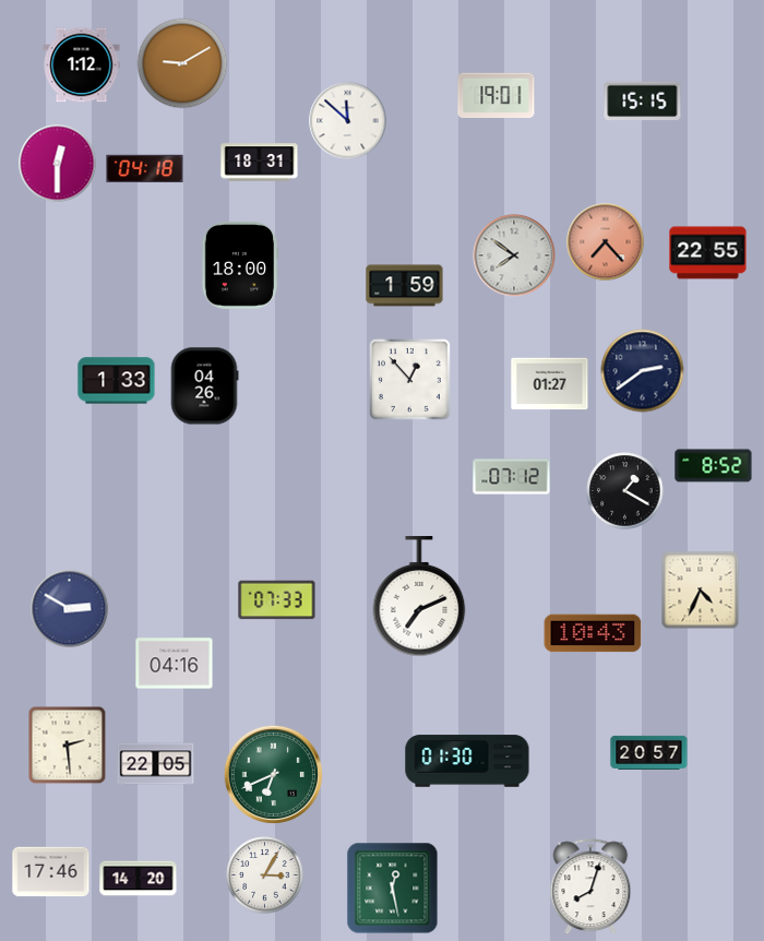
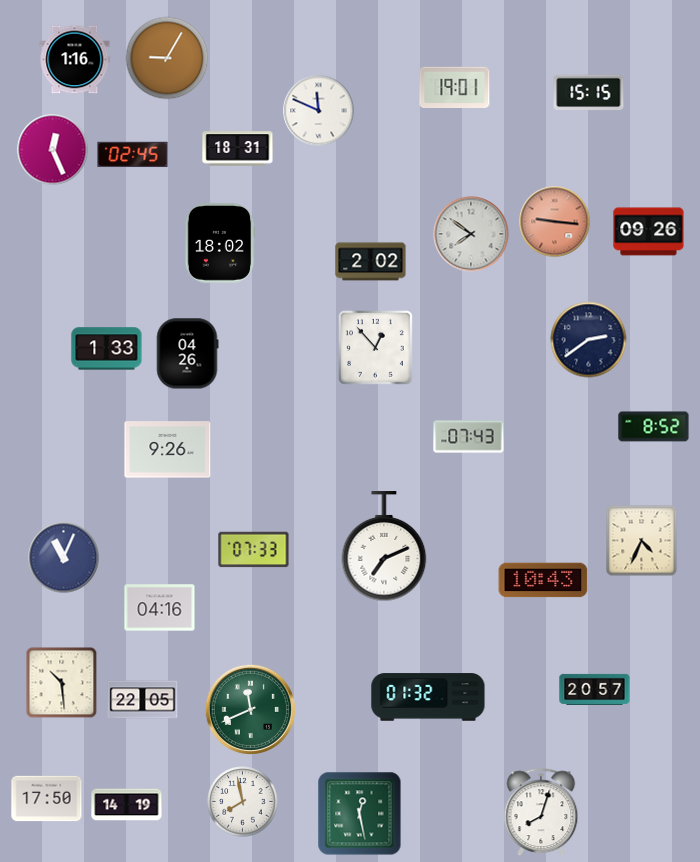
clock at (182, 63): 9:10 -> 9:05
clock at (82, 65): 1:12 -> 1:16
clock at (348, 121): 11:52 -> 11:49
clock at (58, 164): 12:30 -> 12:26
clock at (145, 169): 04:18 -> 02:45
clock at (606, 242): 7:23 -> 9:16
clock at (708, 253): 22:55 -> 09:26
clock at (239, 265): 18:00 -> 18:02
clock at (405, 286): 1:59 -> 2:02
clock at (550, 384): 01:27 -> none
clock at (512, 477): 07:12 -> 07:43
clock at (168, 450): none -> 9:26
clock at (625, 491): 1:20 -> none
clock at (70, 609): 2:50 -> 11:04
clock at (68, 746): 2:29 -> 10:29
clock at (467, 761): 01:30 -> 01:32
clock at (273, 774): 6:41 -> 11:41
clock at (51, 872): 17:46 -> 17:50
clock at (265, 876): 3:05 -> 7:58
clock at (139, 879): 14:20 -> 14:19
